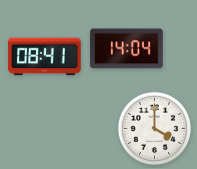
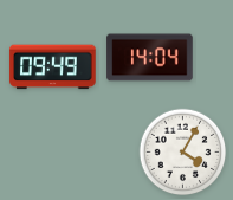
clock at (45, 57): 08:41 -> 09:49
clock at (155, 129): 4:00 -> 4:05
